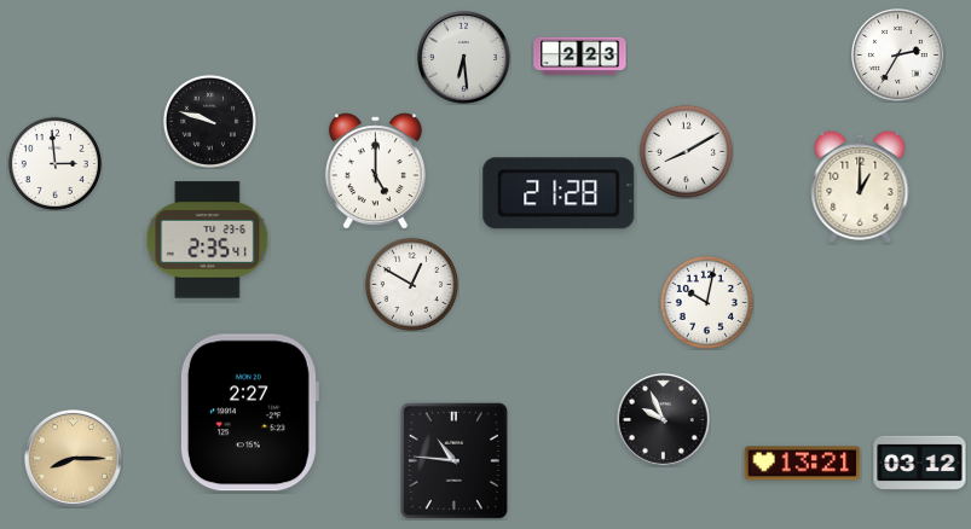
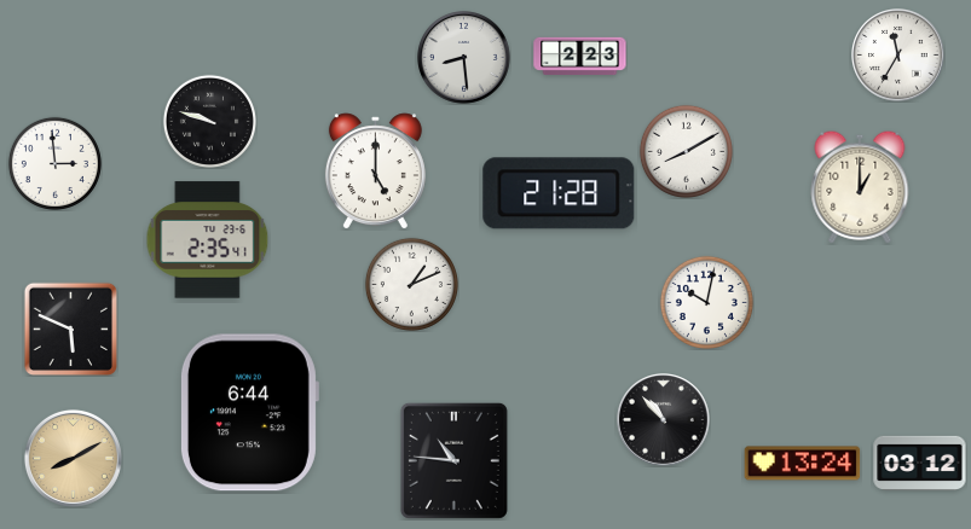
clock at (898, 56): 2:35 -> 11:35
clock at (464, 58): 6:29 -> 8:29
clock at (411, 284): 12:50 -> 1:11
clock at (70, 329): none -> 5:49
clock at (249, 413): 2:27 -> 6:44
clock at (664, 420): 9:56 -> 10:53
clock at (73, 458): 8:15 -> 8:10
clock at (803, 464): 13:21 -> 13:24
